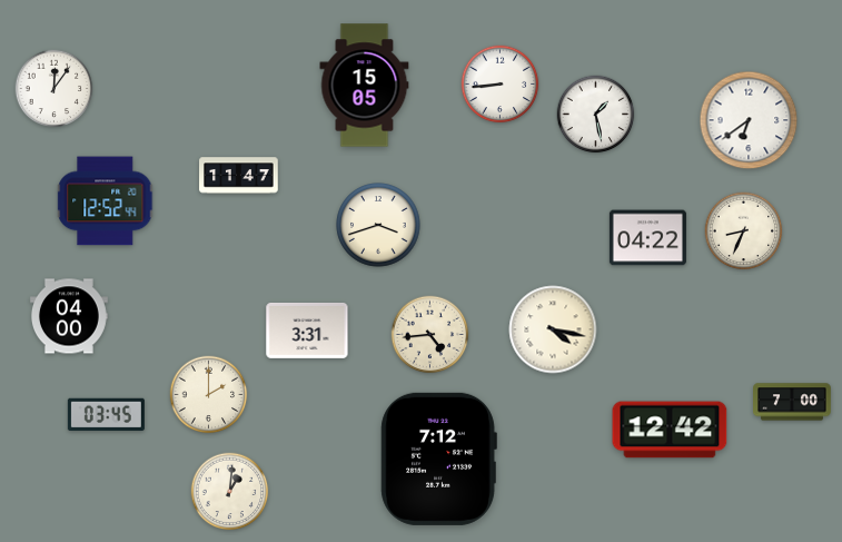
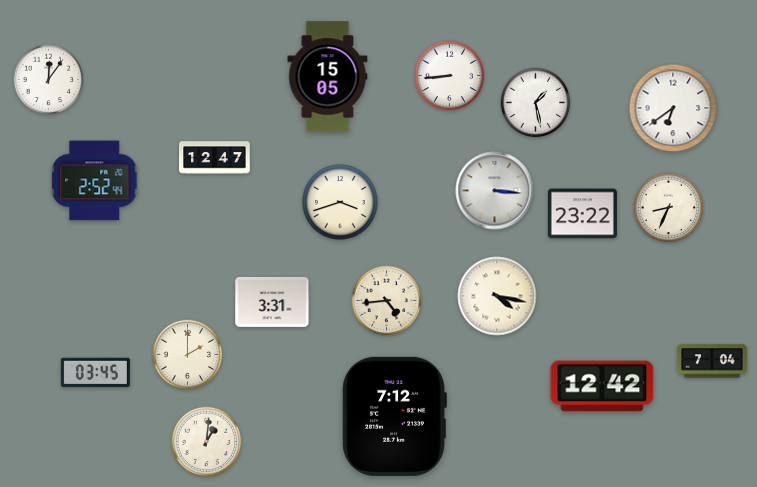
clock at (239, 176): 11:47 -> 12:47
clock at (106, 201): 12:52 -> 2:52
clock at (495, 191): none -> 3:16
clock at (647, 238): 04:22 -> 23:22
clock at (69, 316): 04:00 -> none
clock at (307, 331) position: (307, 331) -> (272, 302)
clock at (793, 402): 7:00 -> 7:04
clock at (438, 459) position: (438, 459) -> (394, 416)
